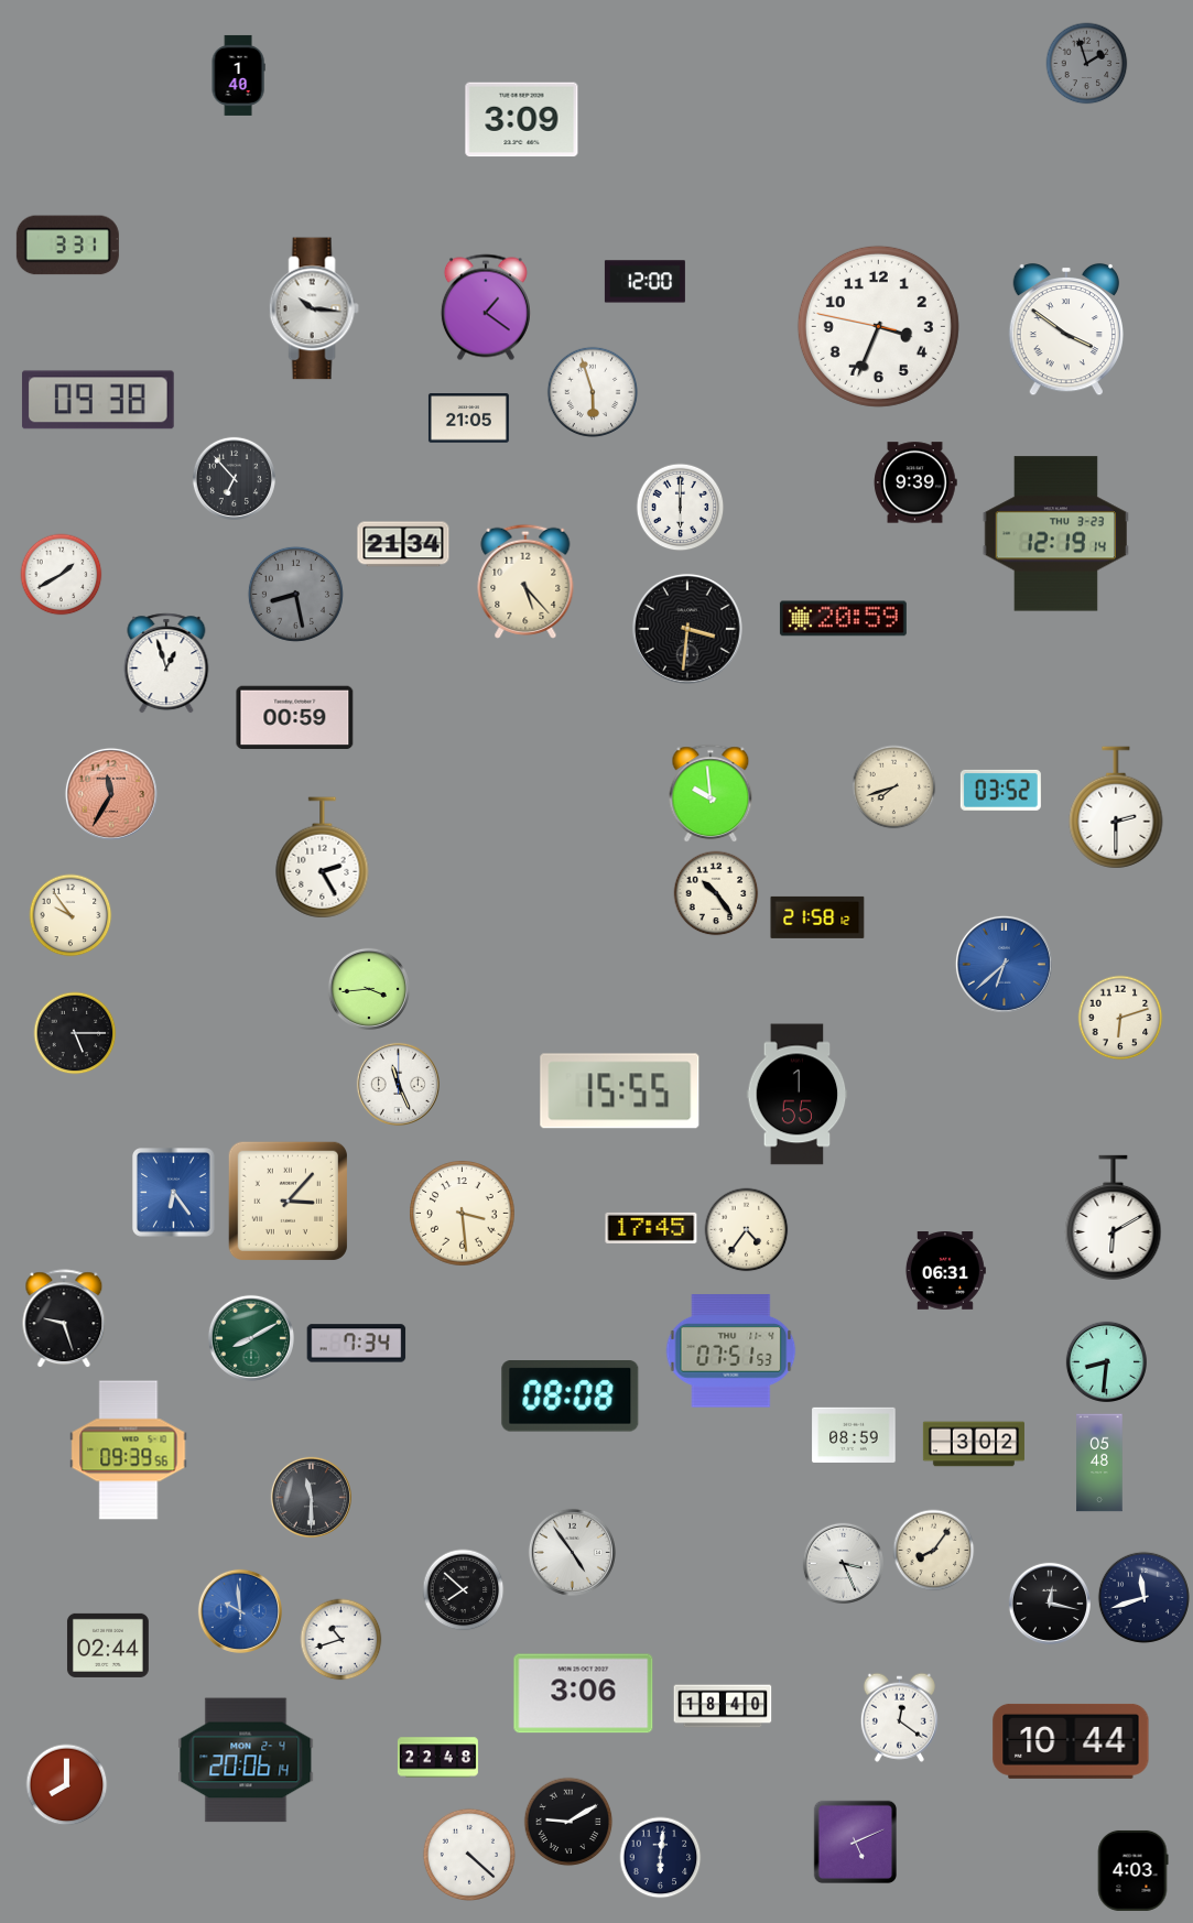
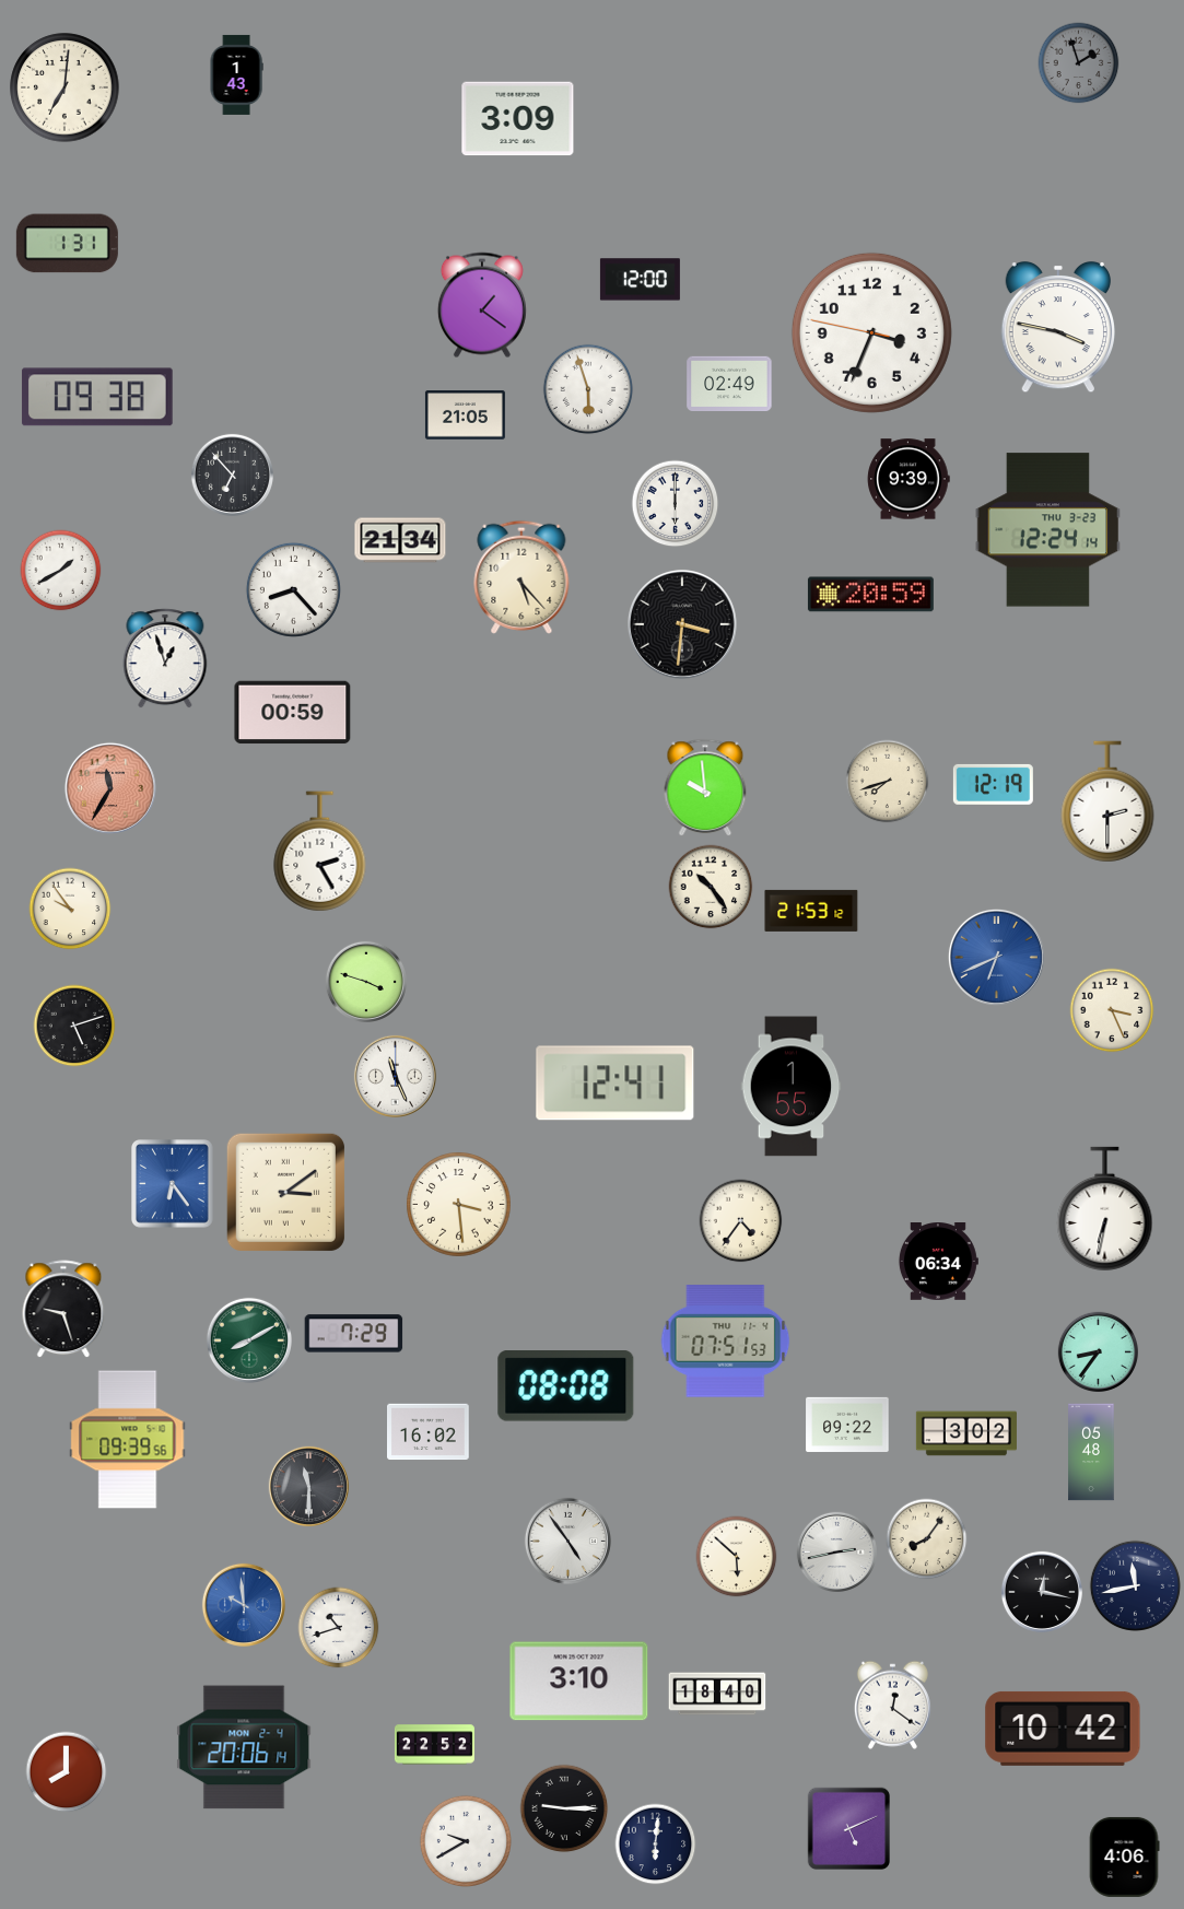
clock at (238, 75): 1:40 -> 1:43
clock at (65, 87): none -> 7:01
clock at (67, 246): 3:31 -> 1:31
clock at (314, 308): 10:16 -> none
clock at (878, 326) position: (878, 326) -> (871, 332)
clock at (1065, 329): 3:51 -> 3:47
clock at (729, 383): none -> 02:49
clock at (1055, 534): 12:19 -> 12:24
clock at (295, 594): 8:28 -> 8:23
clock at (295, 594) dial: grey -> white
clock at (843, 619) position: (843, 619) -> (870, 595)
clock at (1000, 790): 03:52 -> 12:19
clock at (817, 917): 21:58 -> 21:53
clock at (1004, 964): 6:38 -> 6:41
clock at (369, 989): 3:44 -> 3:48
clock at (1120, 1018): 6:12 -> 3:26
clock at (75, 1033): 5:15 -> 5:12
clock at (620, 1091): 15:55 -> 12:41
clock at (288, 1200): 3:07 -> 3:09
clock at (1114, 1217): 6:10 -> 6:32
clock at (651, 1228): 17:45 -> none
clock at (945, 1271): 06:31 -> 06:34
clock at (251, 1338) position: (251, 1338) -> (249, 1340)
clock at (357, 1344): 7:34 -> 7:29
clock at (1106, 1361): 8:31 -> 8:36
clock at (854, 1435): 08:59 -> 09:22
clock at (429, 1432): none -> 16:02
clock at (843, 1563): 3:26 -> 2:43
clock at (737, 1557): none -> 5:52
clock at (464, 1590): 7:52 -> none
clock at (1143, 1597): 11:42 -> 11:43
clock at (240, 1611) position: (240, 1611) -> (244, 1605)
clock at (108, 1645): 02:44 -> none
clock at (584, 1694): 3:06 -> 3:10
clock at (1071, 1741): 10:44 -> 10:42
clock at (437, 1758): 22:48 -> 22:52
clock at (568, 1822): 9:10 -> 9:15
clock at (468, 1854): 4:22 -> 9:40
clock at (1132, 1870): 4:03 -> 4:06
